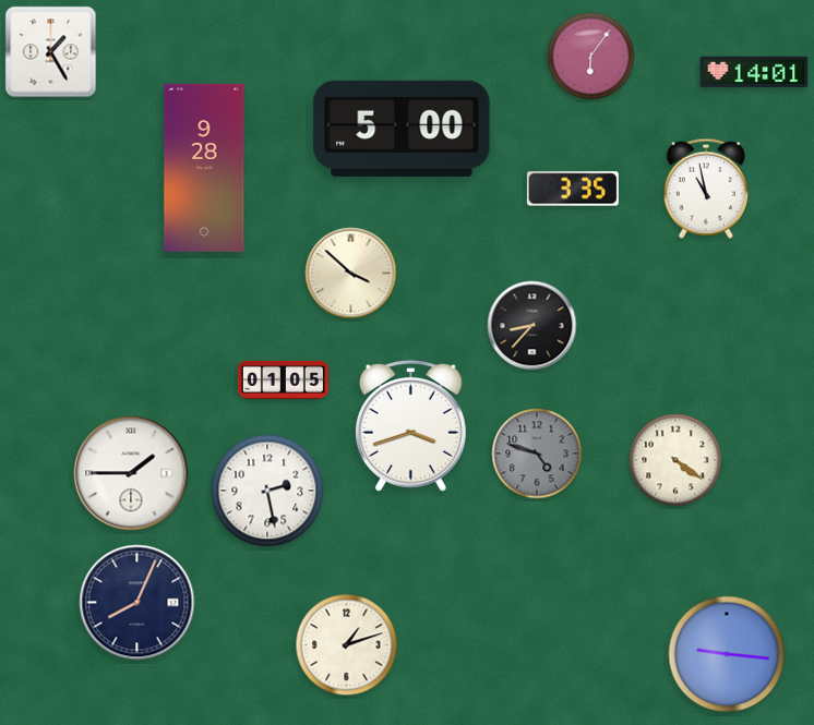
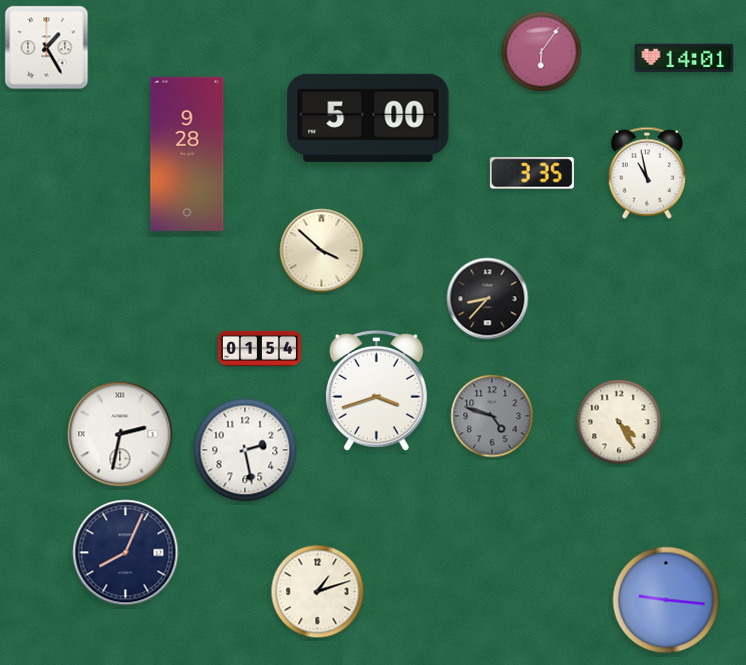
clock at (754, 72) position: (754, 72) -> (684, 58)
clock at (573, 189) position: (573, 189) -> (532, 173)
clock at (283, 379): 01:05 -> 01:54
clock at (675, 460): 4:21 -> 4:25
clock at (131, 473): 1:45 -> 2:32
